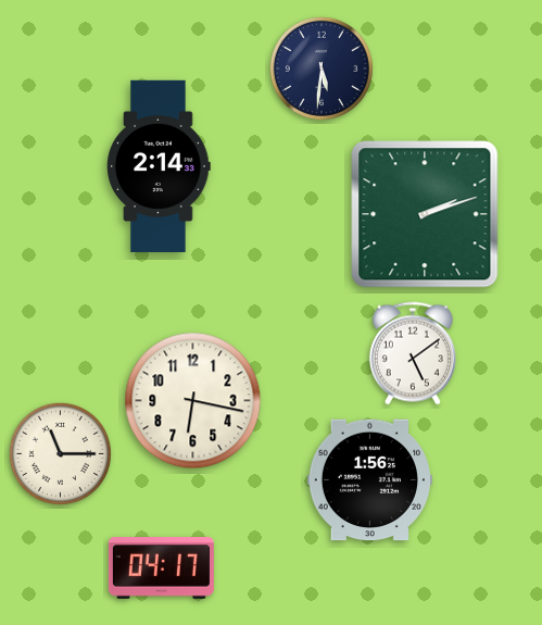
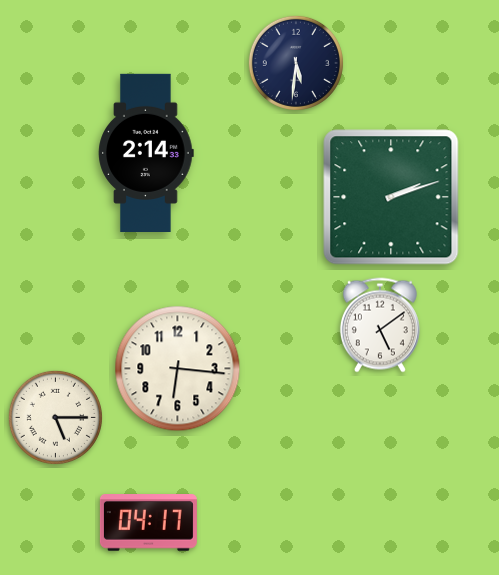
clock at (193, 401): 6:17 -> 6:16
clock at (60, 453): 11:15 -> 5:15
clock at (369, 480): 1:56 -> none
